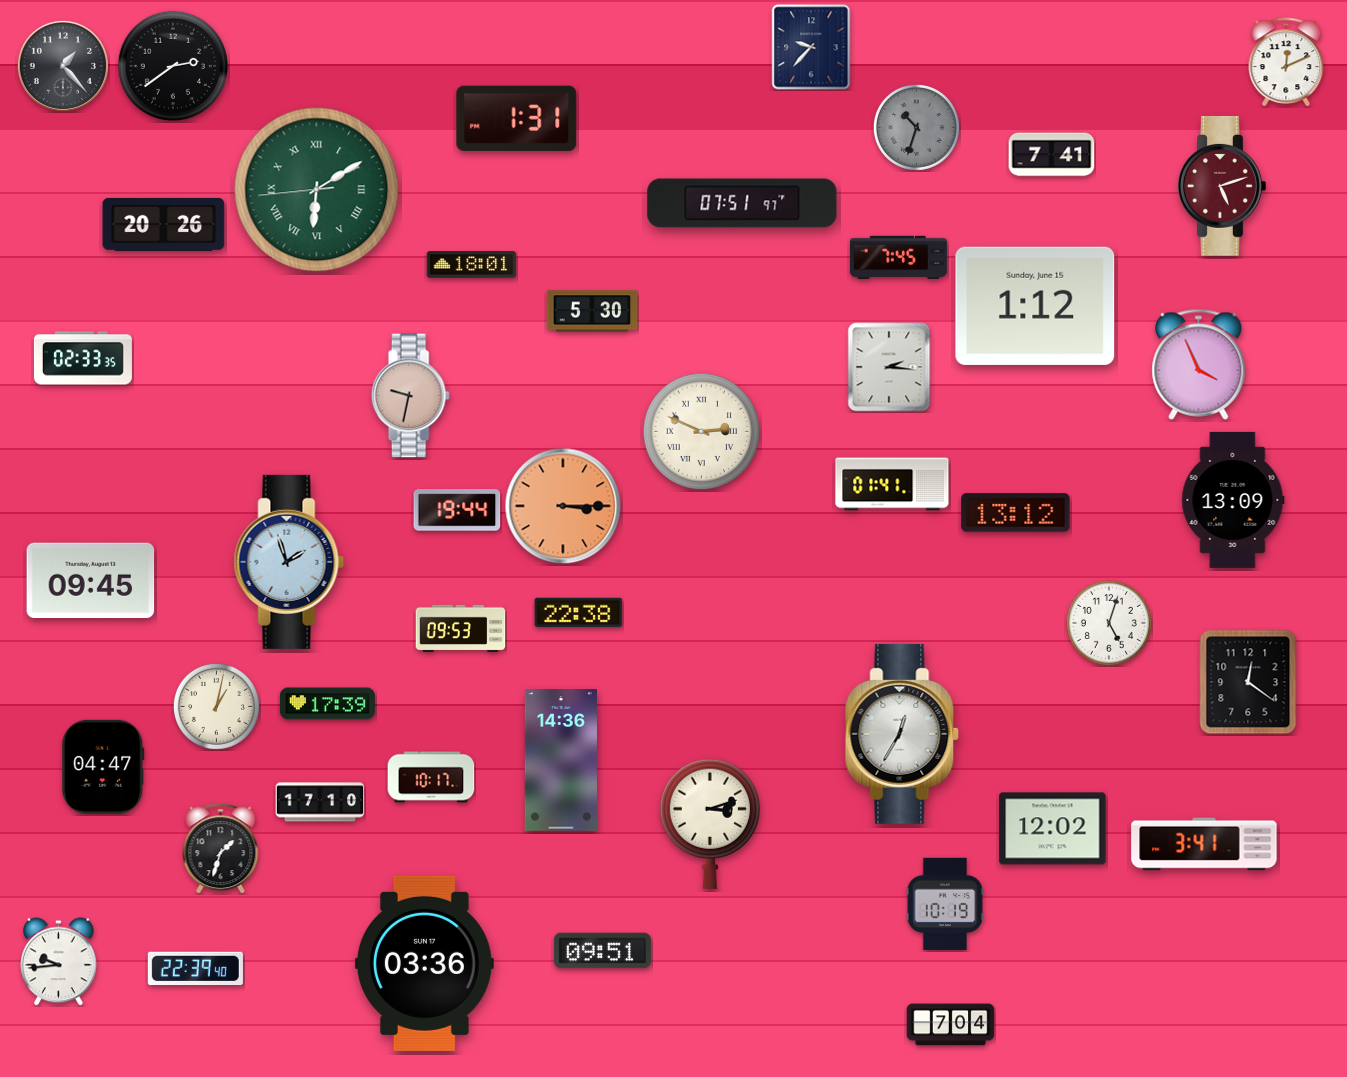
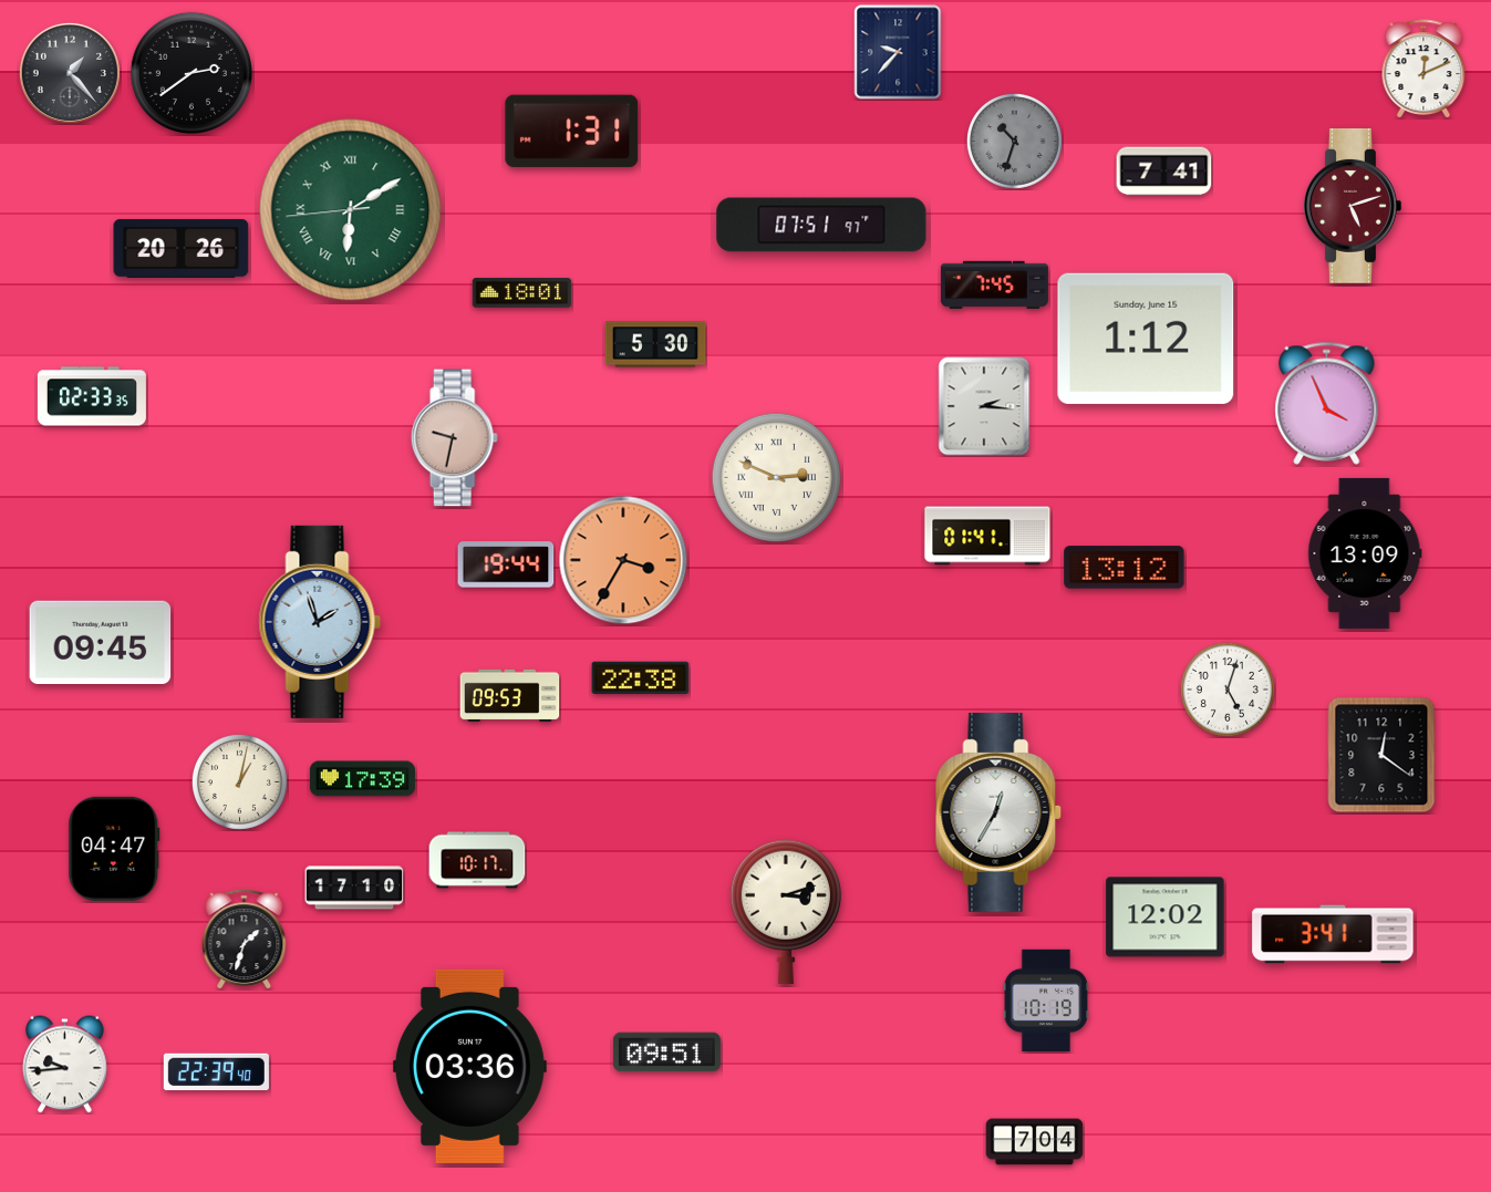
clock at (563, 506): 3:15 -> 3:35
clock at (561, 760): 14:36 -> none
clock at (951, 1025) position: (951, 1025) -> (1035, 1142)
